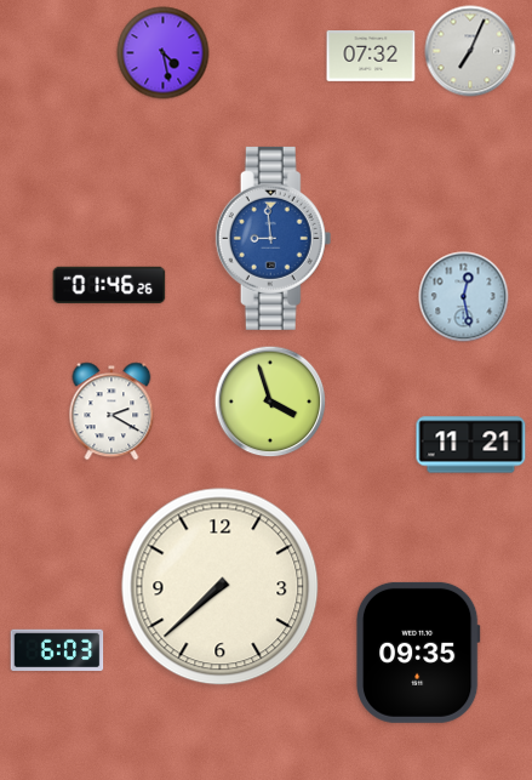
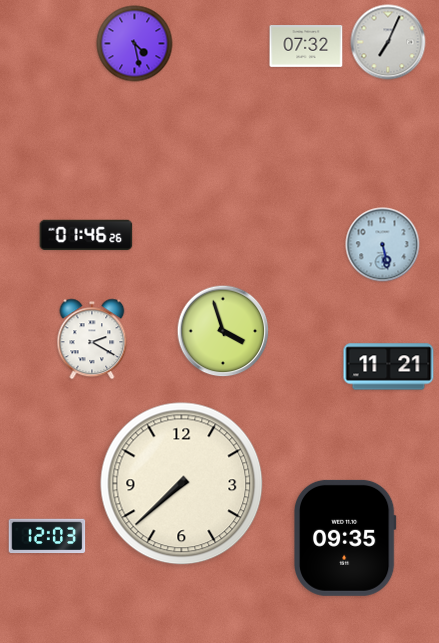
clock at (274, 238): 8:59 -> none
clock at (109, 285) position: (109, 285) -> (86, 235)
clock at (464, 297): 12:28 -> 5:28
clock at (57, 650): 6:03 -> 12:03
